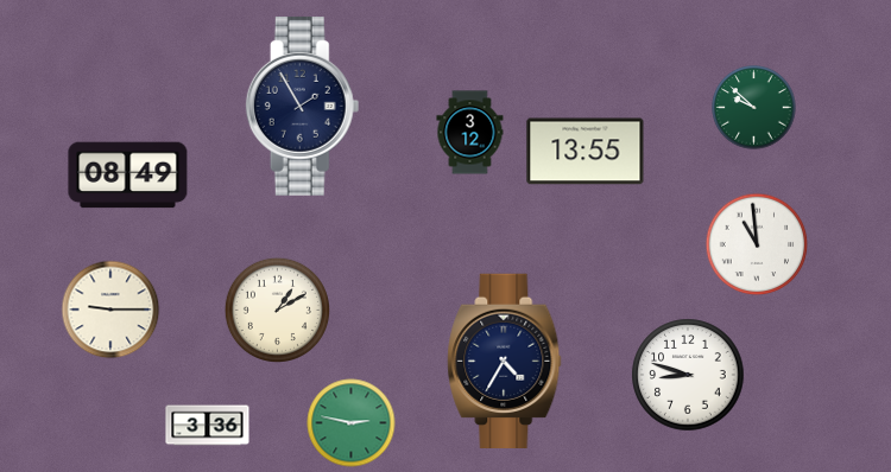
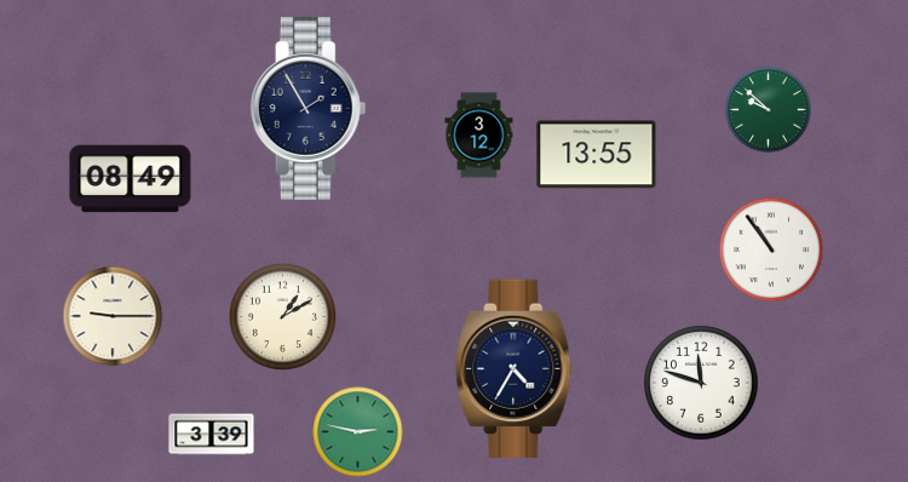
clock at (757, 244): 10:59 -> 10:54
clock at (688, 375): 8:48 -> 11:48
clock at (208, 426): 3:36 -> 3:39
